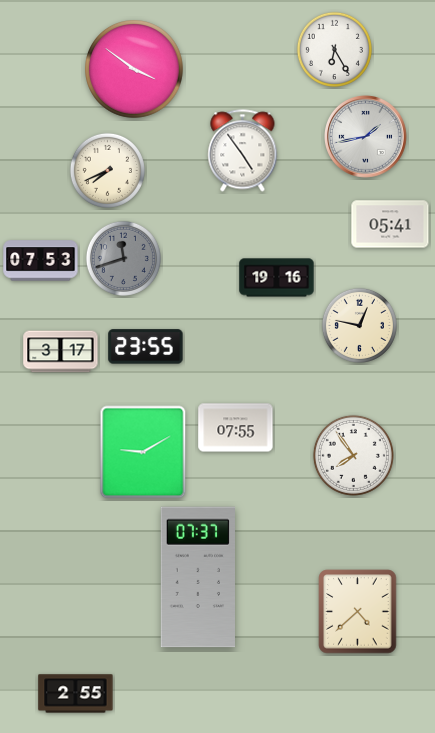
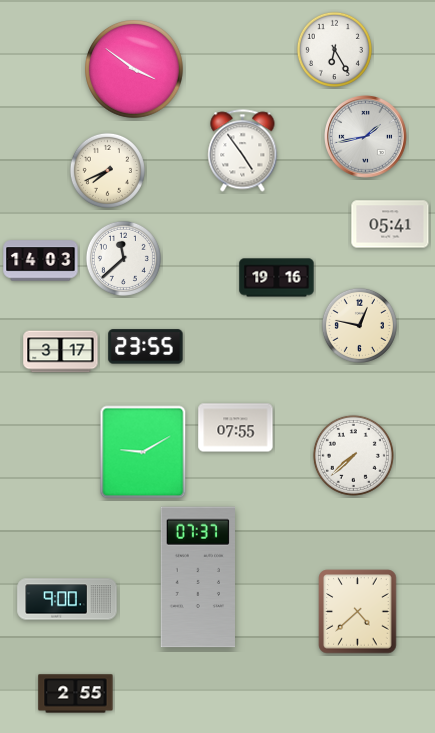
clock at (123, 258): 11:42 -> 11:38
clock at (123, 258) dial: grey -> white
clock at (41, 261): 07:53 -> 14:03
clock at (353, 455): 7:54 -> 7:38
clock at (67, 599): none -> 9:00
